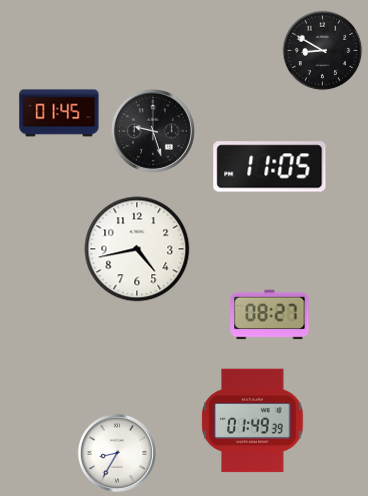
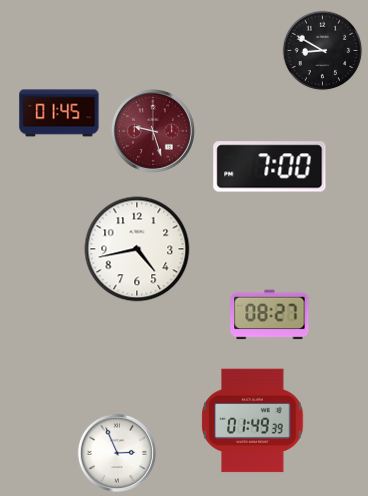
clock at (153, 131) dial: black -> burgundy
clock at (270, 167): 11:05 -> 7:00
clock at (117, 453): 8:35 -> 2:56
